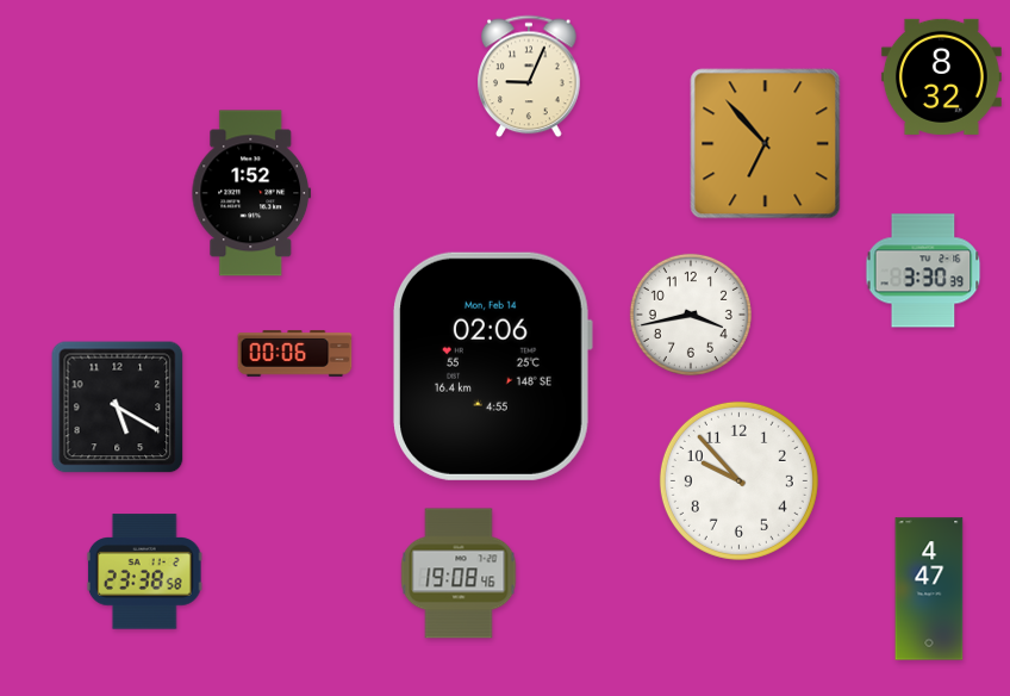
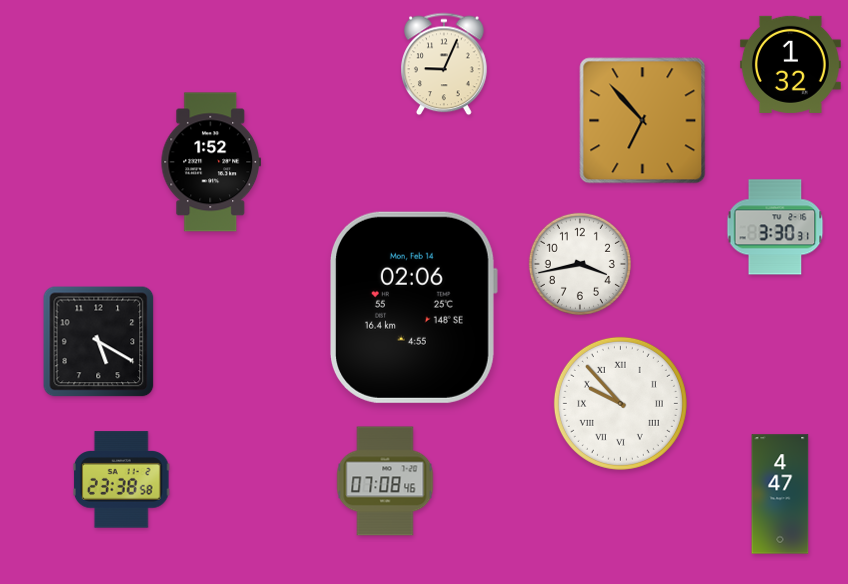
clock at (941, 76): 8:32 -> 1:32
clock at (923, 271): 3:30:39 -> 3:30:31
clock at (295, 354): 00:06 -> none
clock at (738, 480) numerals: Arabic -> Roman
clock at (459, 573): 19:08 -> 07:08
